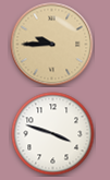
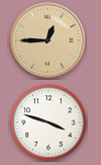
clock at (52, 45): 9:45 -> 12:45
